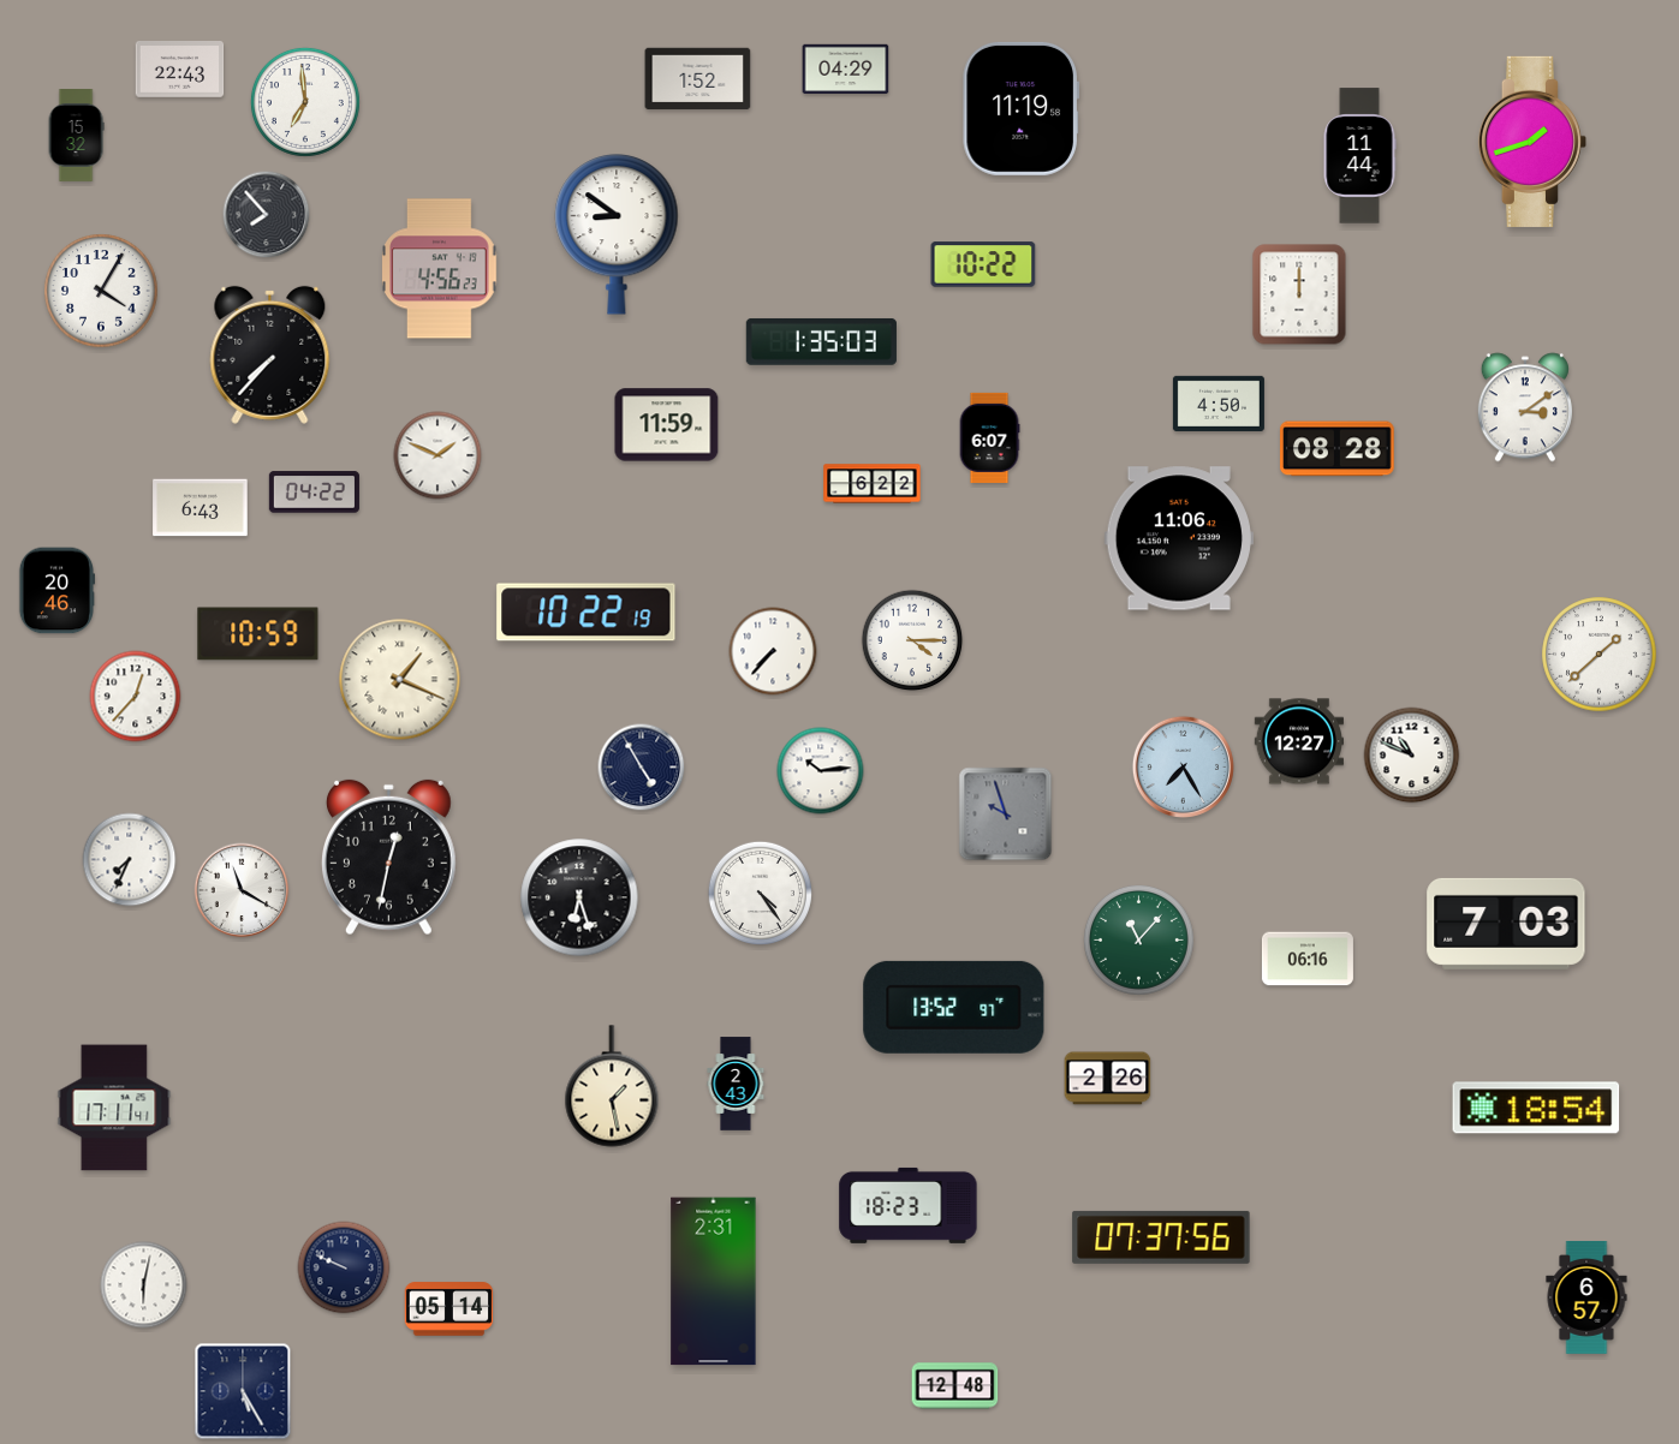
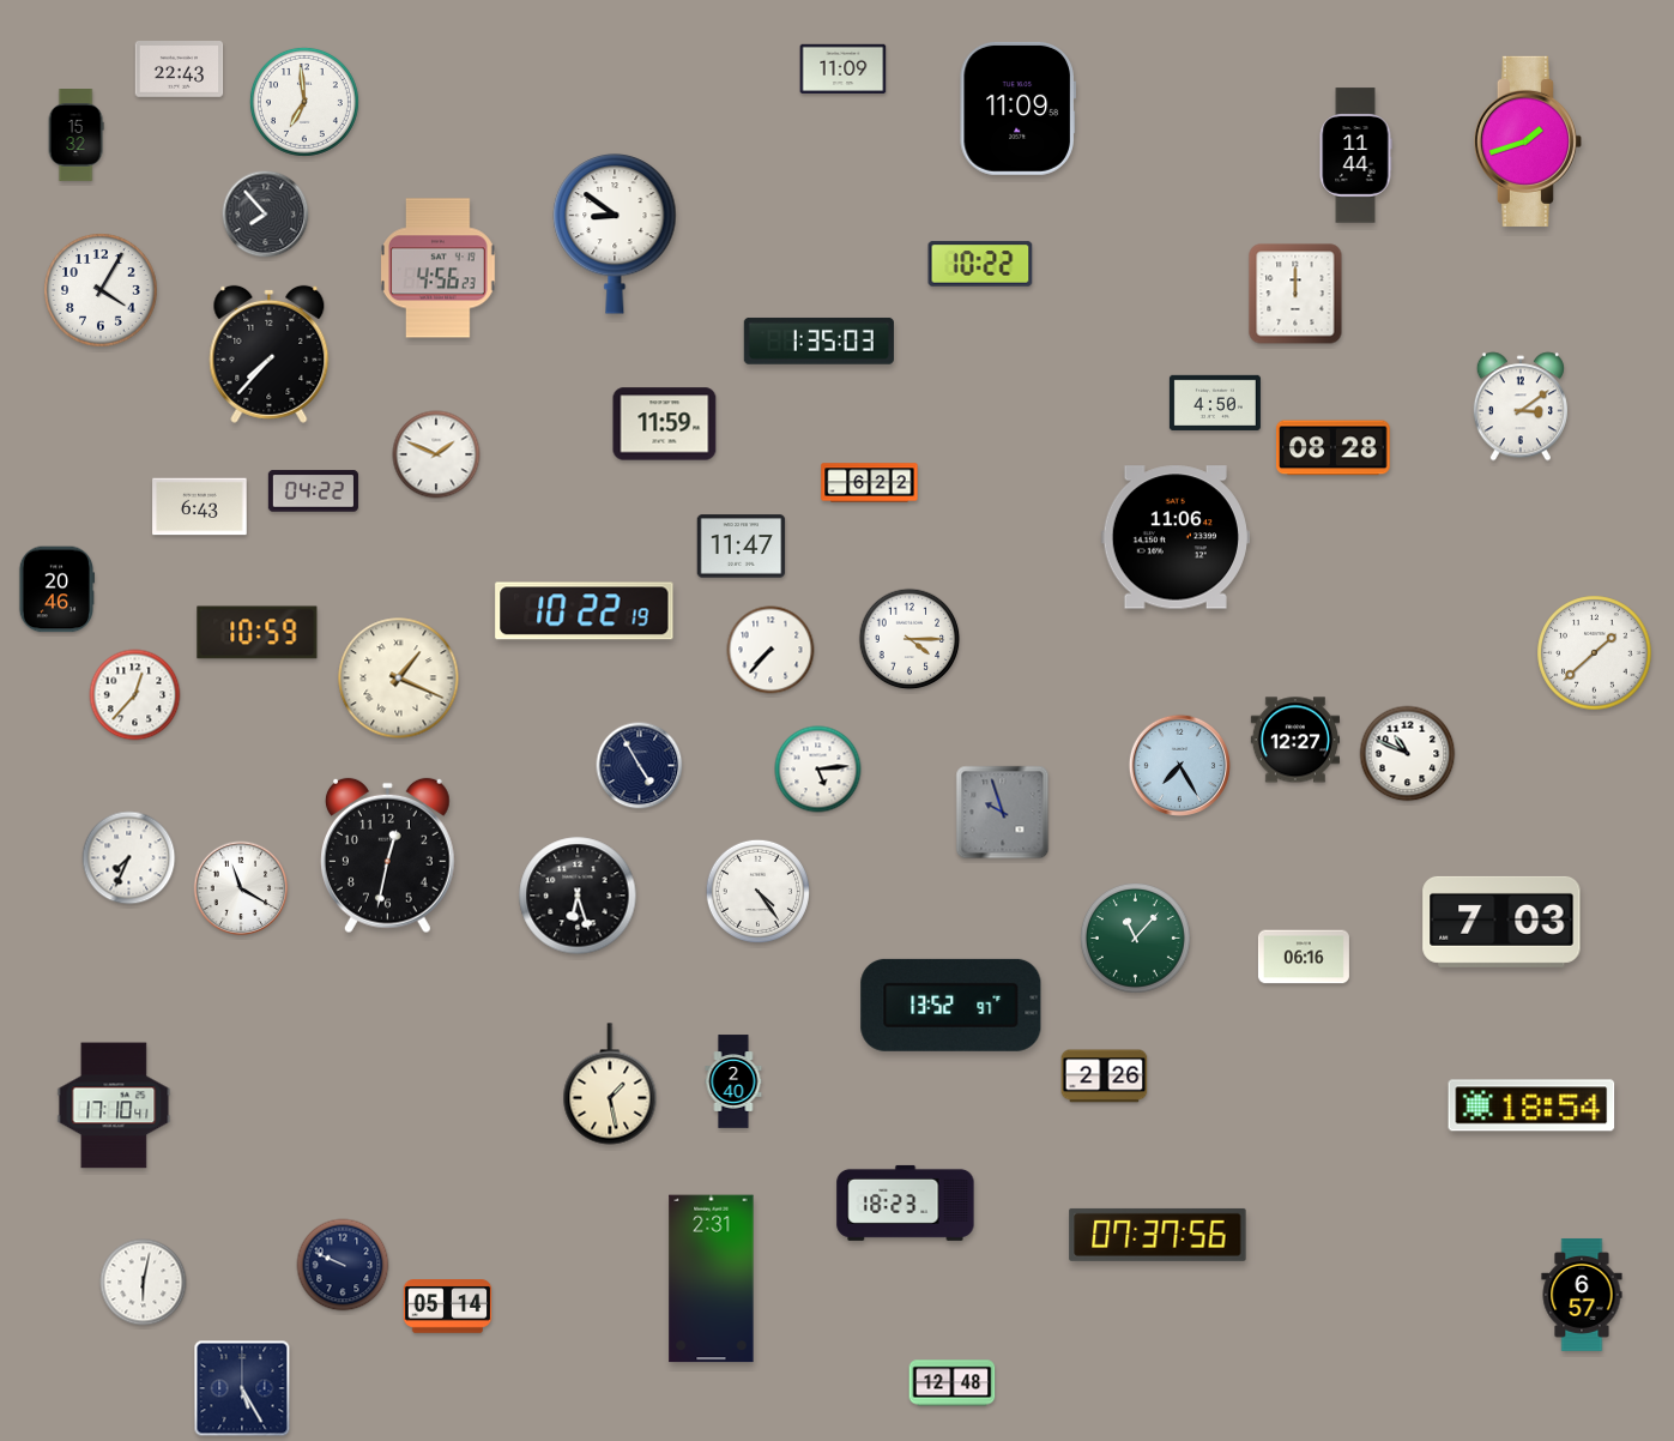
clock at (846, 68): 04:29 -> 11:09
clock at (698, 79): 1:52 -> none
clock at (1020, 108): 11:19 -> 11:09
clock at (989, 437): 6:07 -> none
clock at (742, 547): none -> 11:47
clock at (821, 771): 10:14 -> 5:14
clock at (736, 1084): 2:43 -> 2:40
clock at (114, 1108): 17:11 -> 17:10
